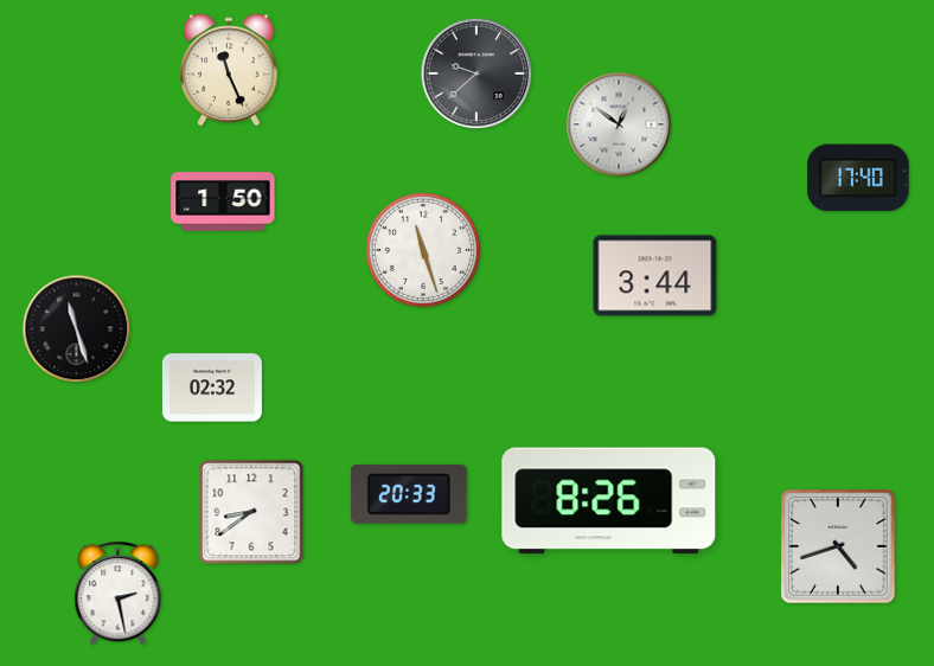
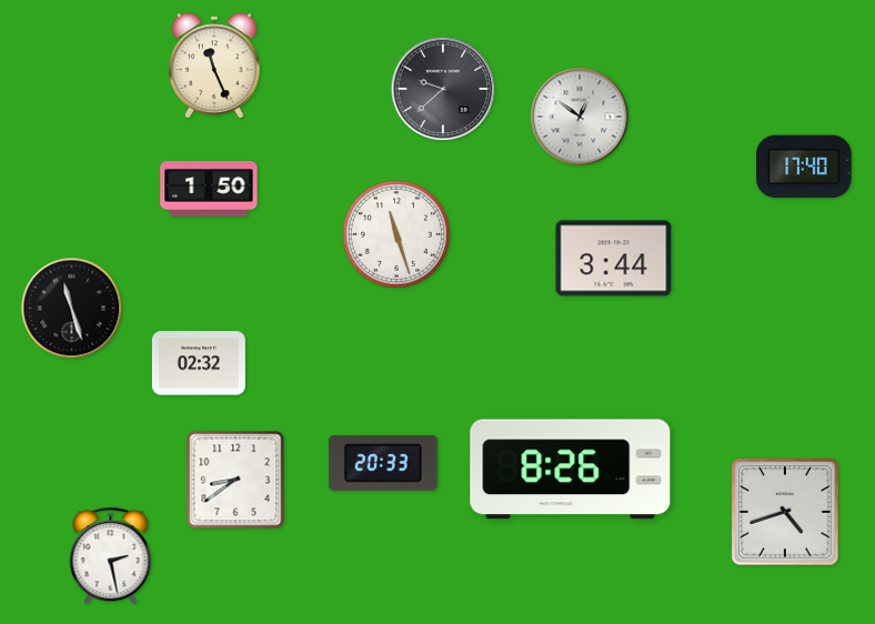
clock at (476, 73) position: (476, 73) -> (443, 89)
